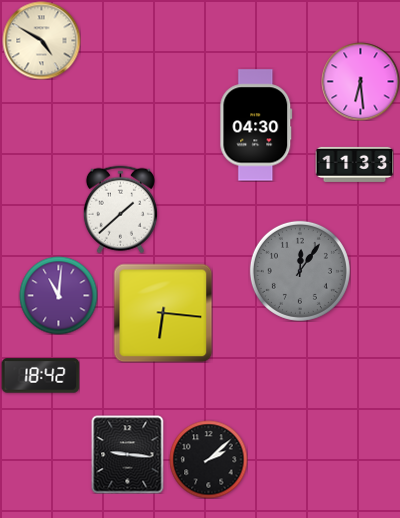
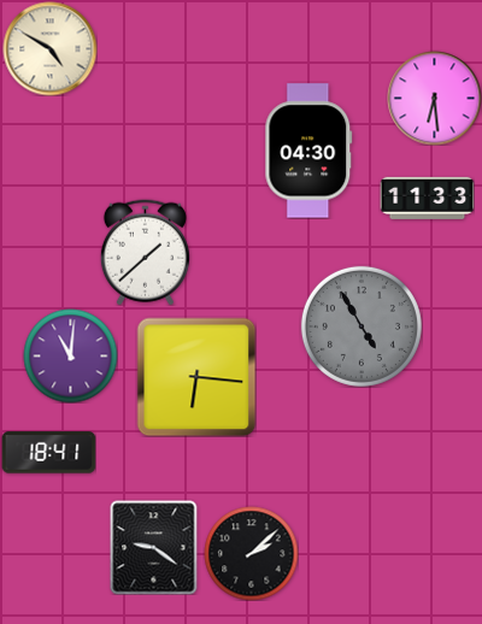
clock at (300, 271): 12:06 -> 4:55
clock at (40, 376): 18:42 -> 18:41
clock at (128, 454): 9:16 -> 9:21
